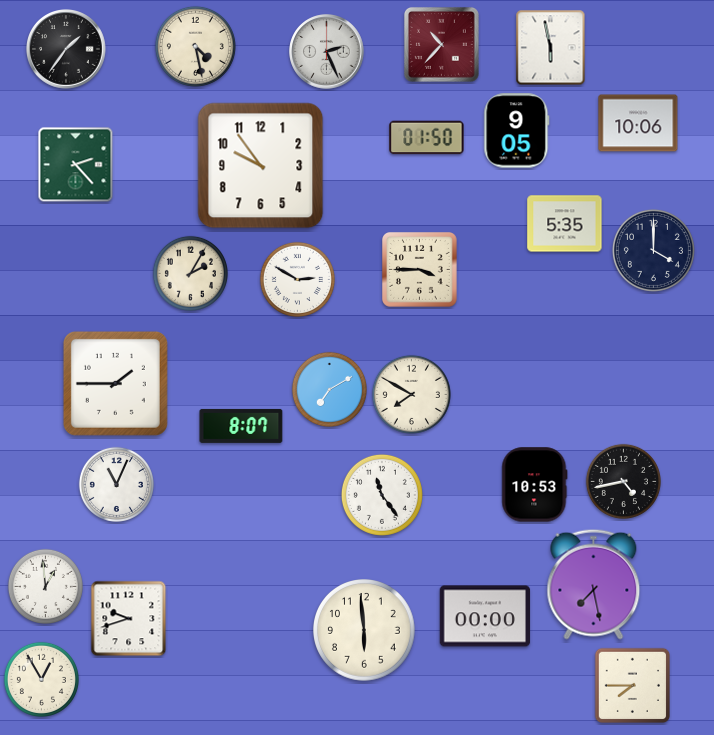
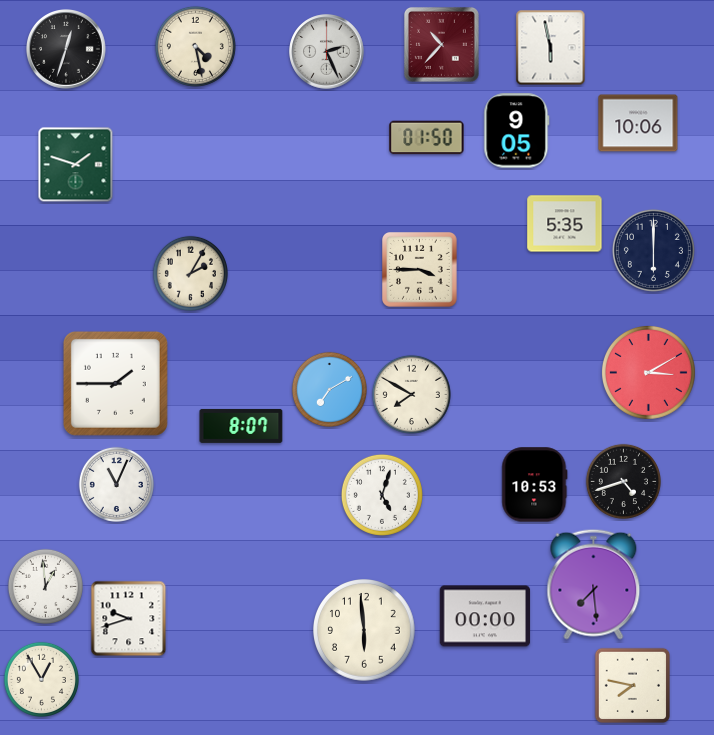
clock at (67, 50): 1:36 -> 12:33
clock at (76, 165): 2:23 -> 1:48
clock at (261, 166): 9:54 -> none
clock at (653, 250): 4:00 -> 6:00
clock at (297, 279): 2:50 -> none
clock at (648, 372): none -> 3:10
clock at (623, 481): 4:43 -> 4:42
clock at (382, 495): 11:24 -> 5:03
clock at (594, 584): 7:28 -> 7:29
clock at (632, 685): 7:45 -> 7:47
